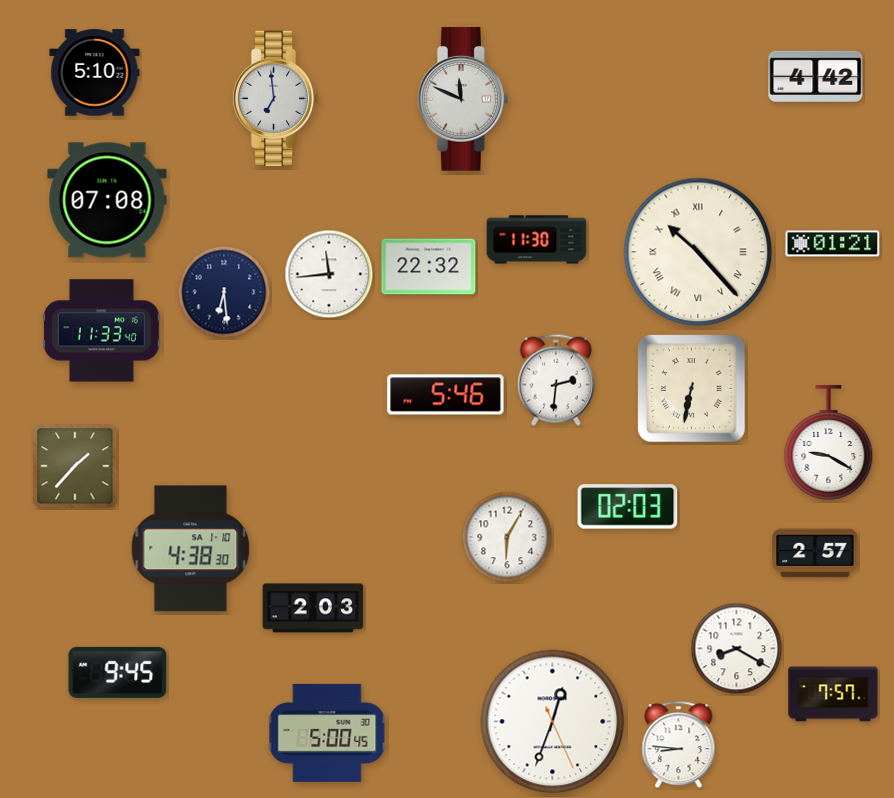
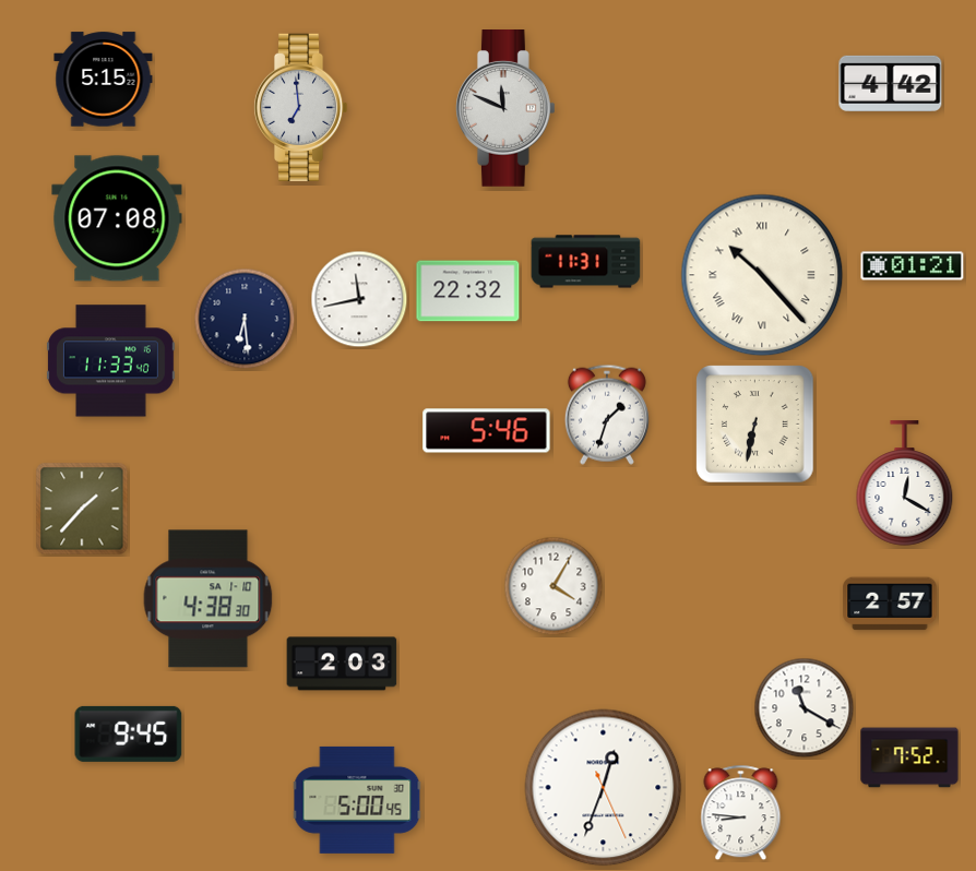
clock at (95, 73): 5:10 -> 5:15
clock at (537, 240): 11:30 -> 11:31
clock at (833, 244) position: (833, 244) -> (913, 266)
clock at (329, 274): 11:44 -> 11:43
clock at (556, 380): 2:31 -> 1:33
clock at (829, 443): 9:20 -> 12:20
clock at (628, 507): 02:03 -> none
clock at (507, 537): 6:05 -> 4:05
clock at (737, 649): 8:20 -> 11:20
clock at (833, 694): 7:57 -> 7:52
